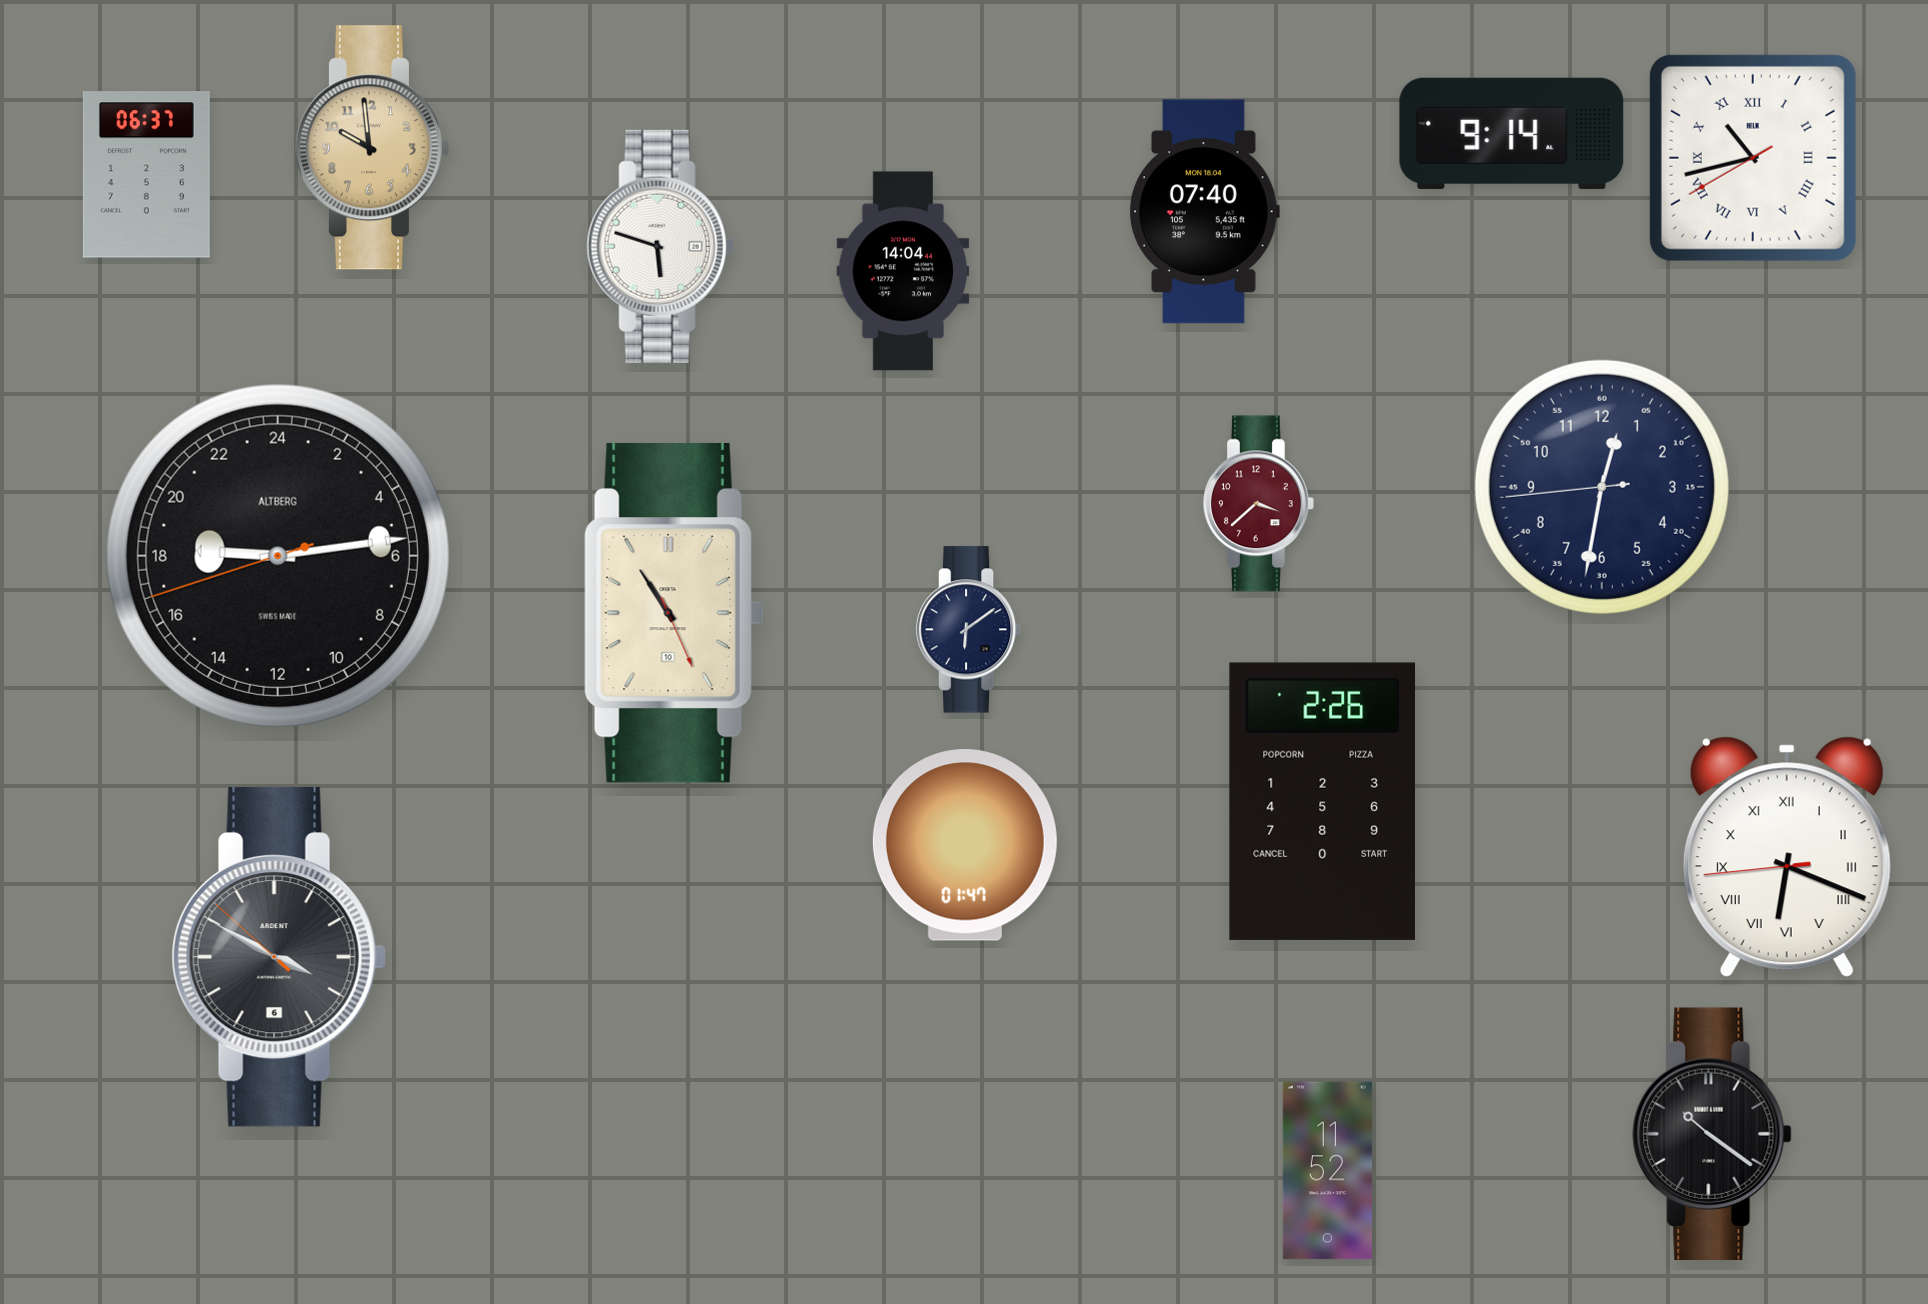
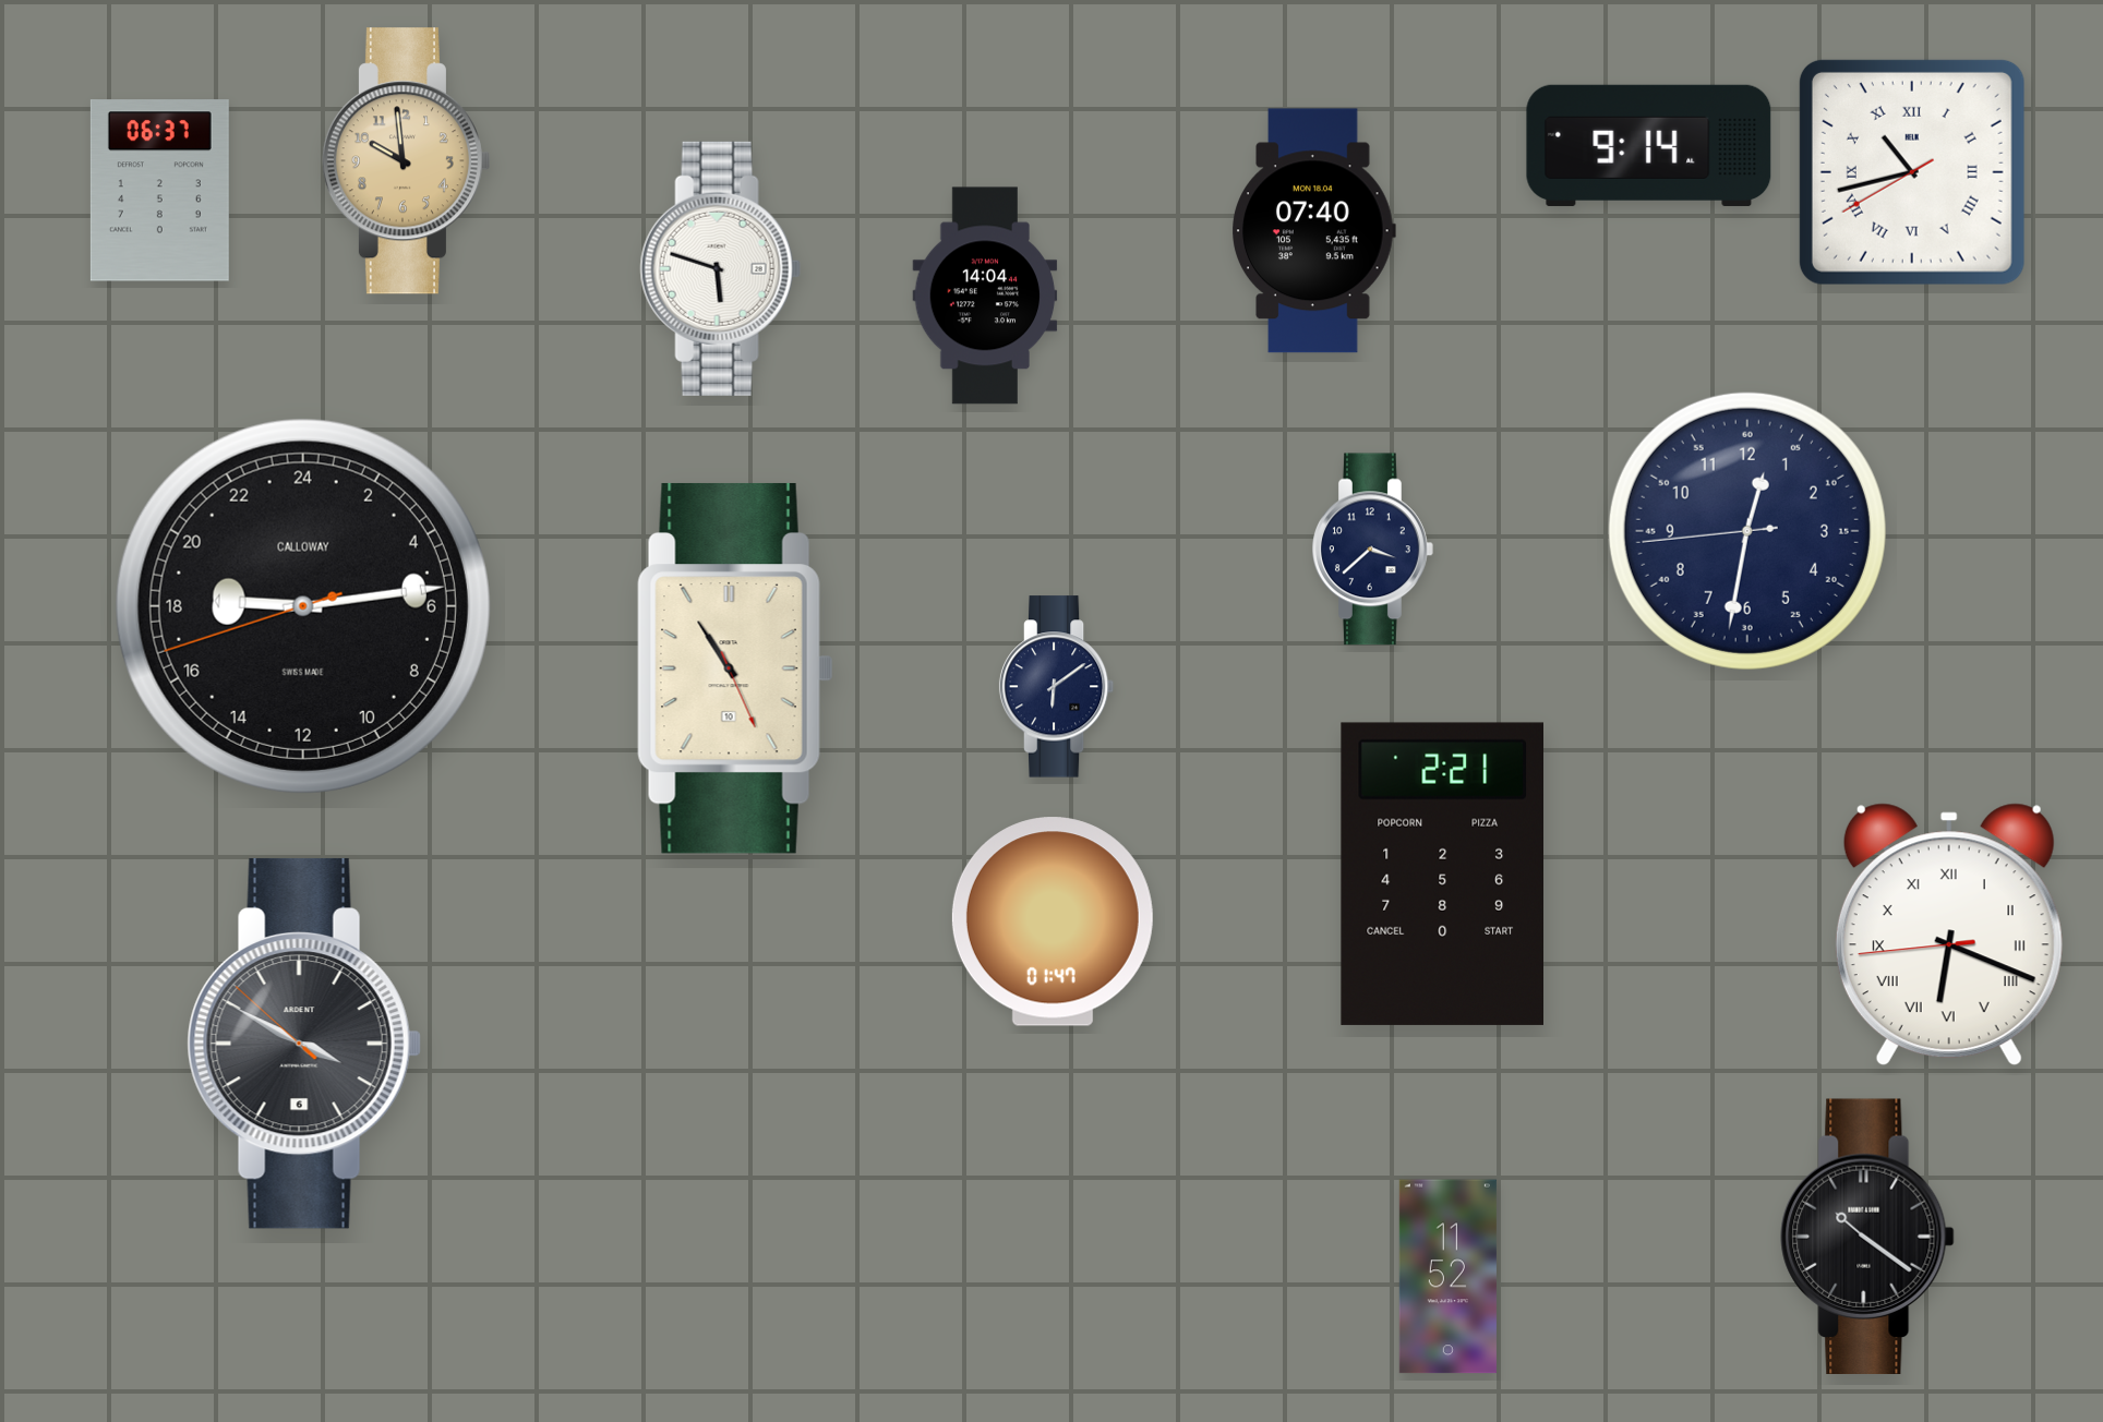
clock at (1259, 504) dial: burgundy -> navy
clock at (278, 556) brand: ALTBERG -> CALLOWAY
clock at (1322, 801): 2:26 -> 2:21
